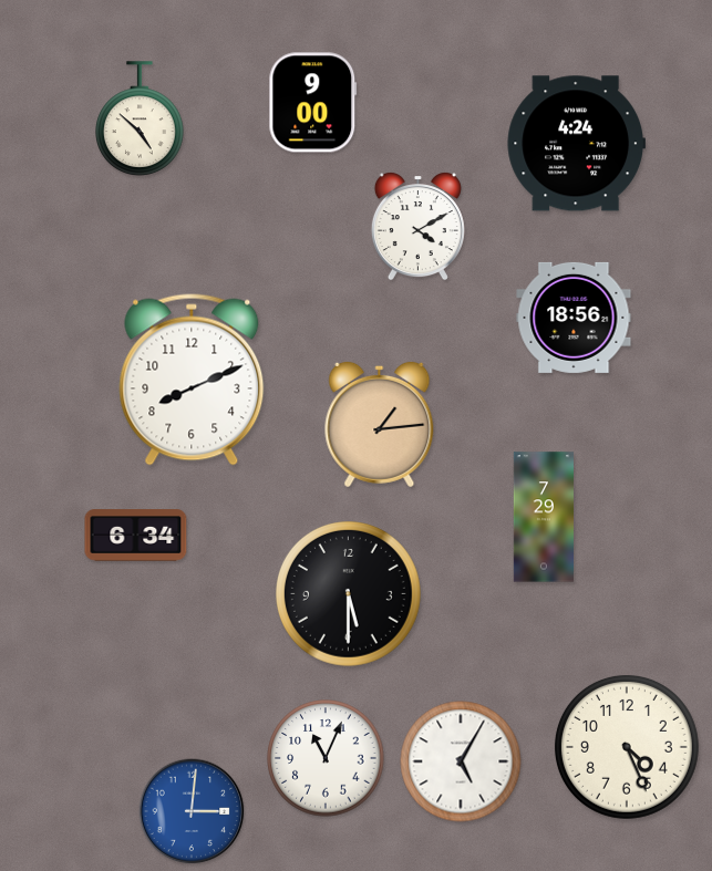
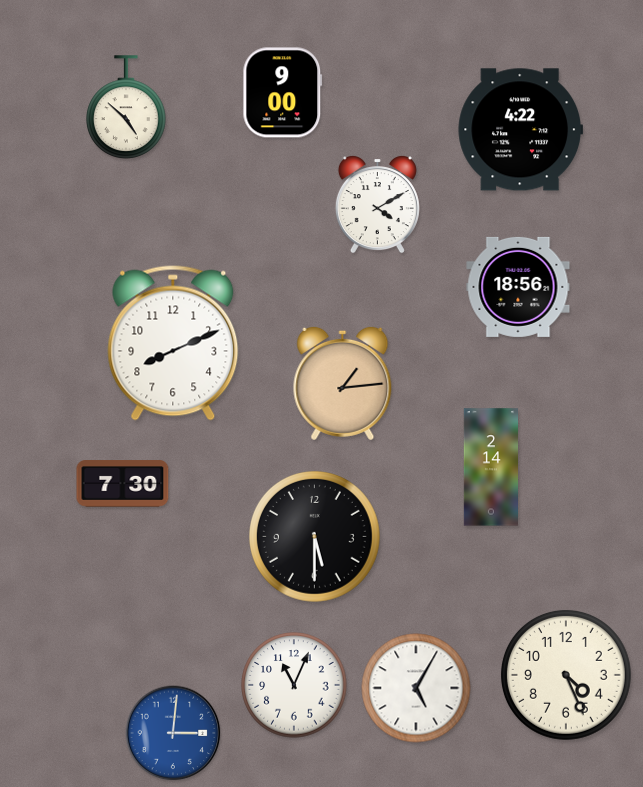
clock at (576, 144): 4:24 -> 4:22
clock at (543, 517): 7:29 -> 2:14
clock at (136, 536): 6:34 -> 7:30
